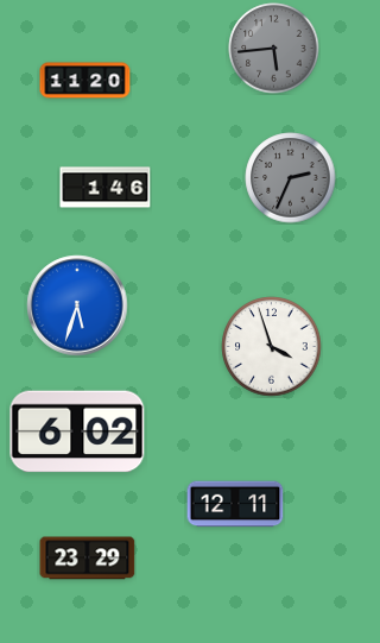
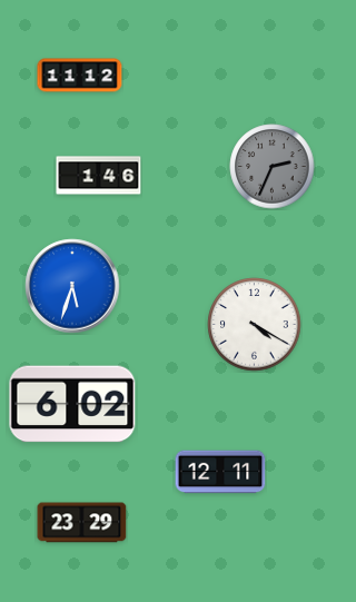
clock at (274, 49): 5:44 -> none
clock at (85, 81): 11:20 -> 11:12
clock at (272, 347): 3:57 -> 4:20
